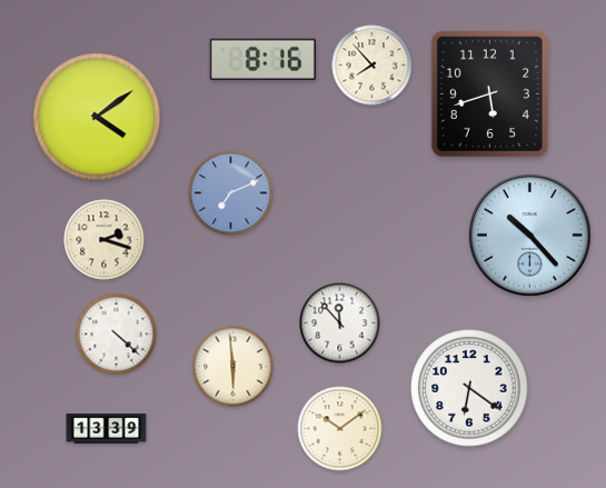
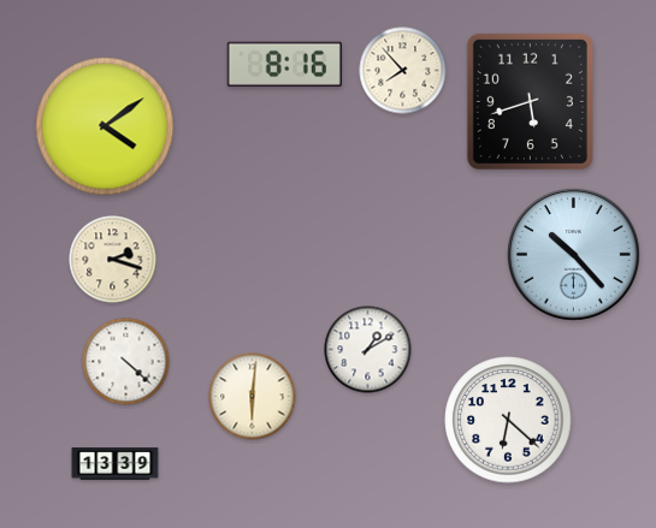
clock at (231, 193): 7:11 -> none
clock at (340, 323): 11:53 -> 1:10
clock at (234, 367): 5:59 -> 6:01
clock at (469, 388): 6:21 -> 6:22
clock at (340, 429): 10:09 -> none
